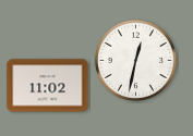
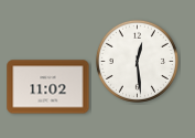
clock at (135, 60): 12:32 -> 12:29
